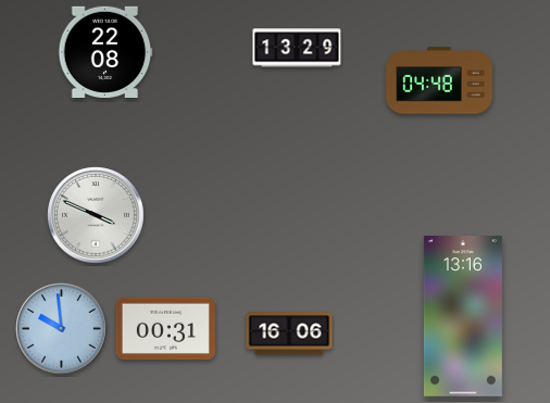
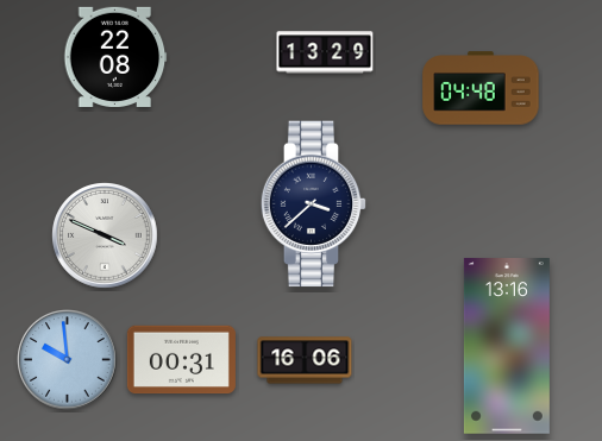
clock at (314, 204): none -> 3:38
clock at (289, 333) position: (289, 333) -> (305, 360)
